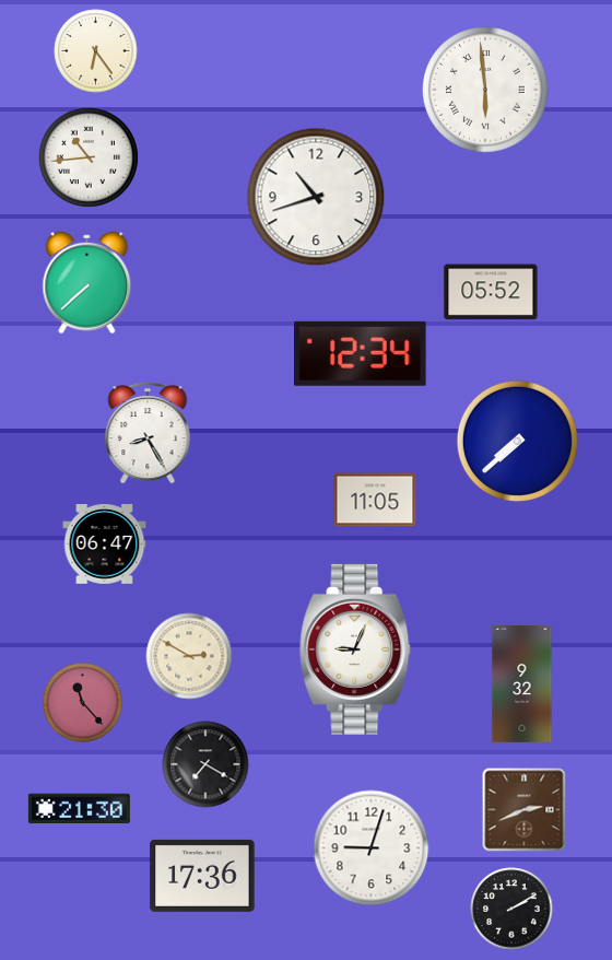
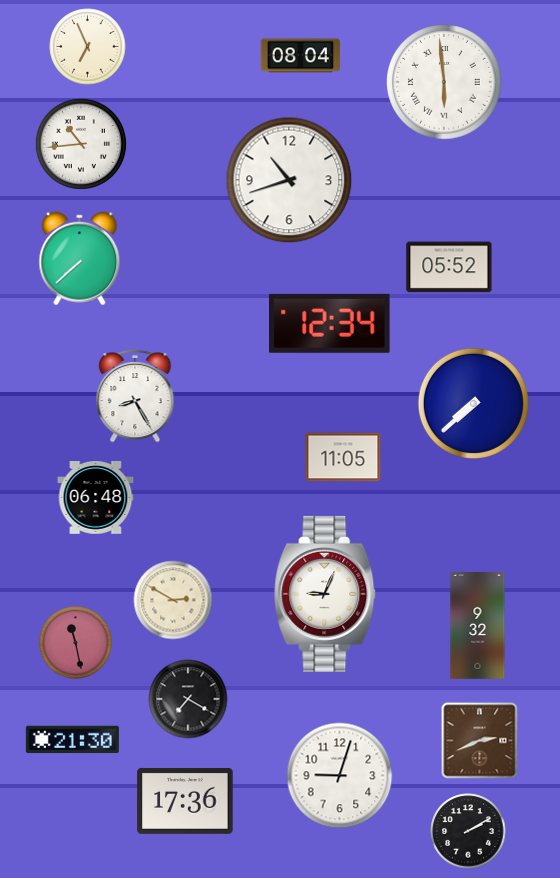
clock at (96, 51): 6:24 -> 6:56
clock at (301, 56): none -> 08:04
clock at (105, 545): 06:47 -> 06:48
clock at (83, 703): 11:23 -> 11:28
